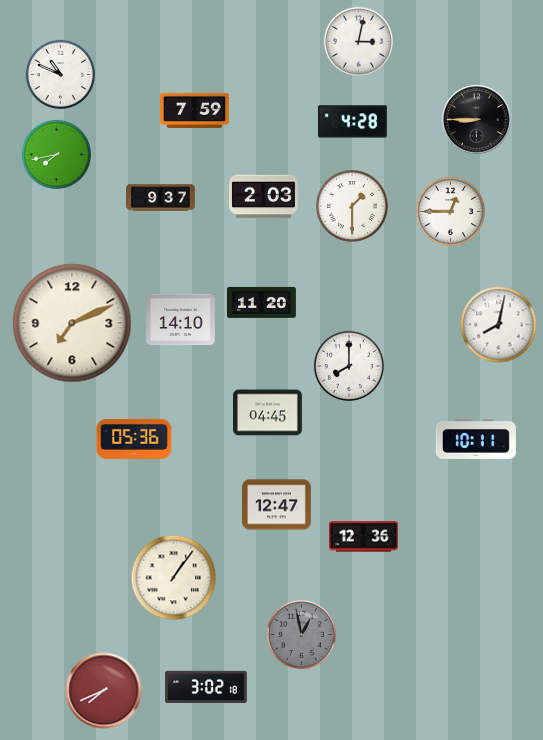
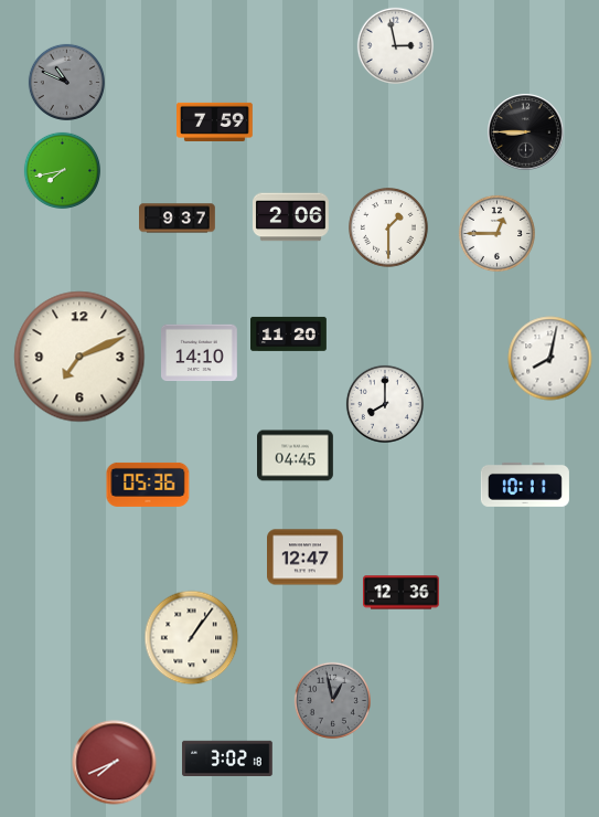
clock at (358, 41): 3:02 -> 2:58
clock at (60, 74) dial: white -> grey
clock at (352, 122): 4:28 -> none
clock at (264, 197): 2:03 -> 2:06
